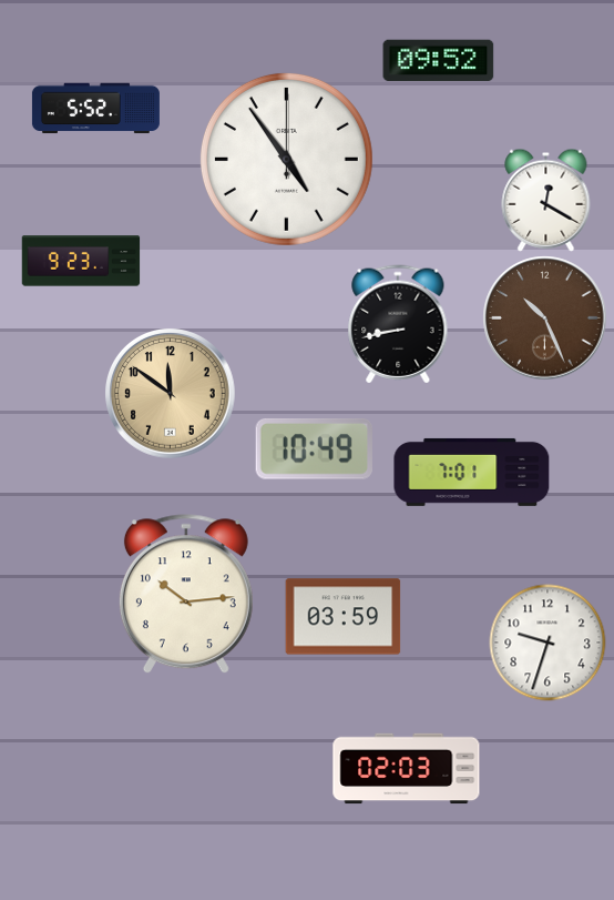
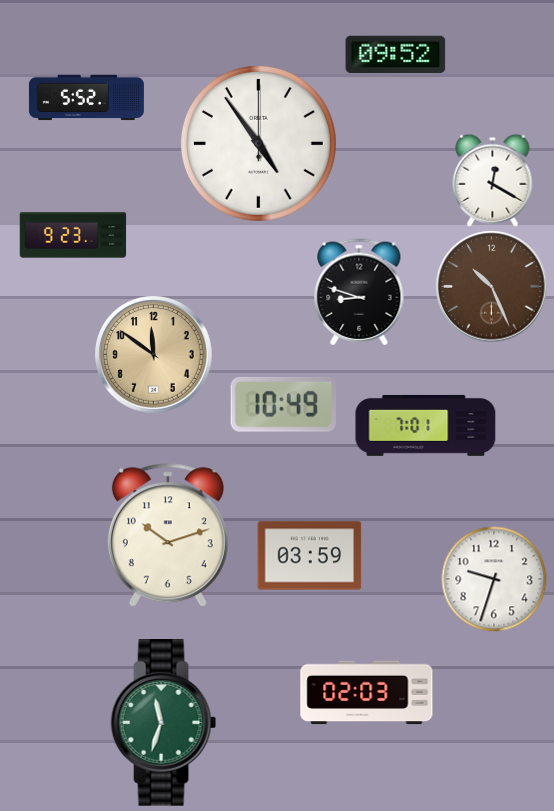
clock at (398, 324): 8:43 -> 8:48
clock at (186, 595): 10:14 -> 10:12
clock at (164, 723): none -> 11:33
